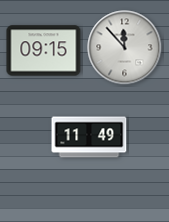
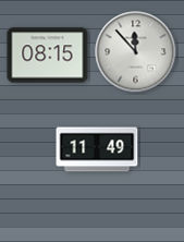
clock at (44, 51): 09:15 -> 08:15
